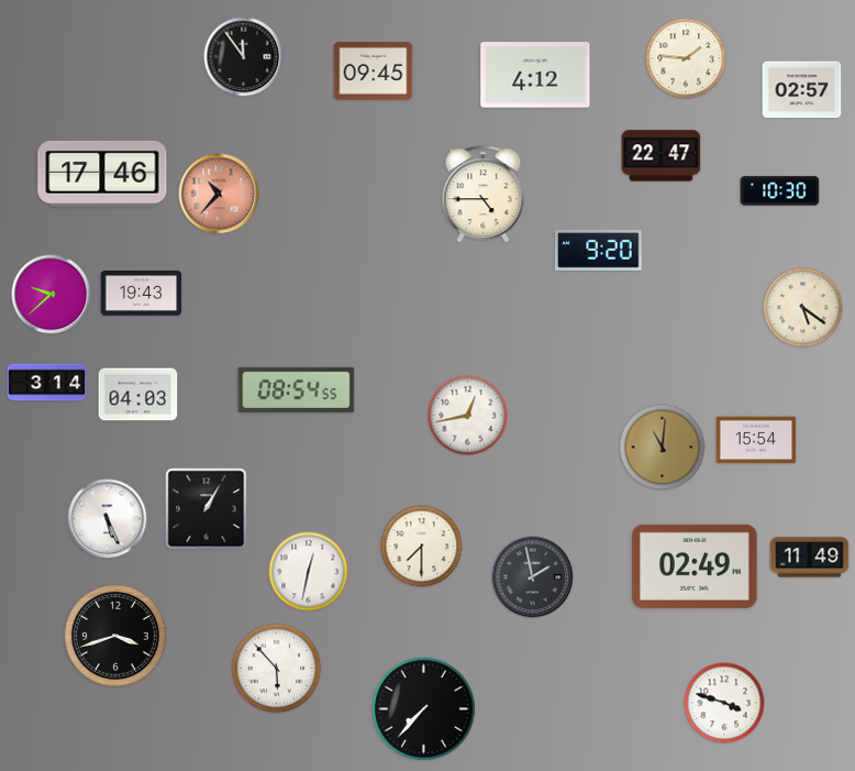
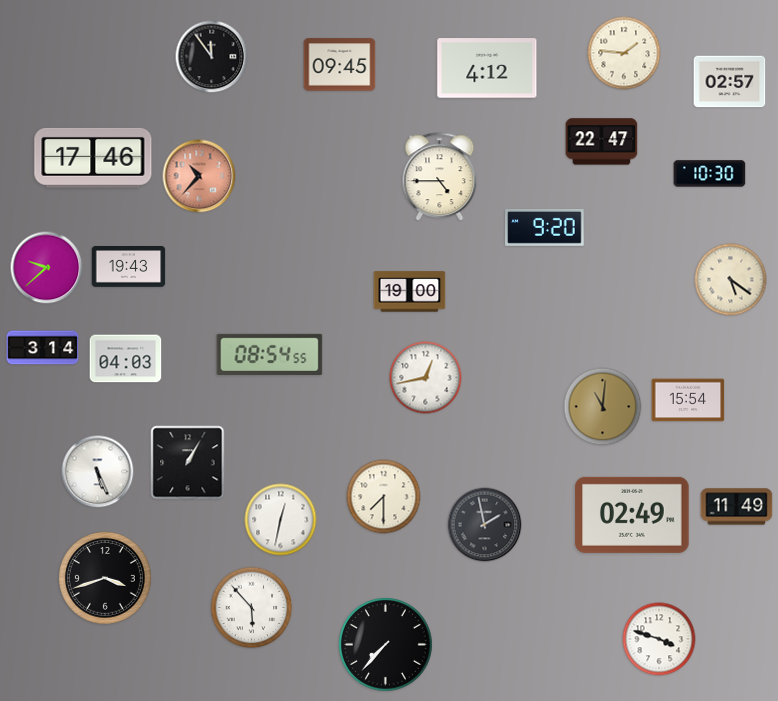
clock at (244, 57) position: (244, 57) -> (212, 57)
clock at (410, 292): none -> 19:00
